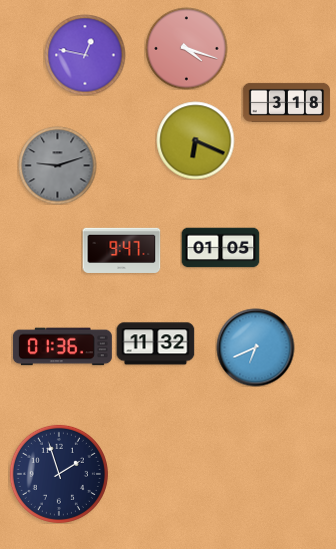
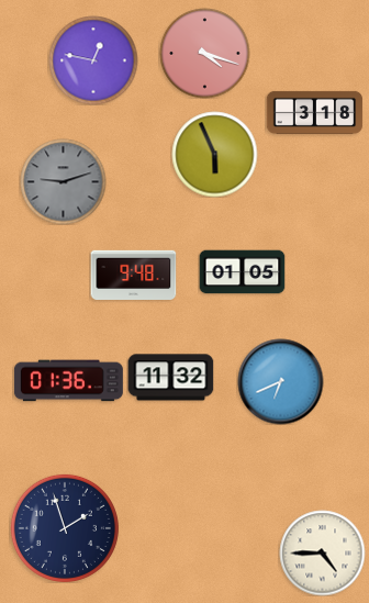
clock at (195, 140): 6:19 -> 5:56
clock at (121, 250): 9:47 -> 9:48
clock at (59, 474) position: (59, 474) -> (65, 528)
clock at (322, 552): none -> 4:45
